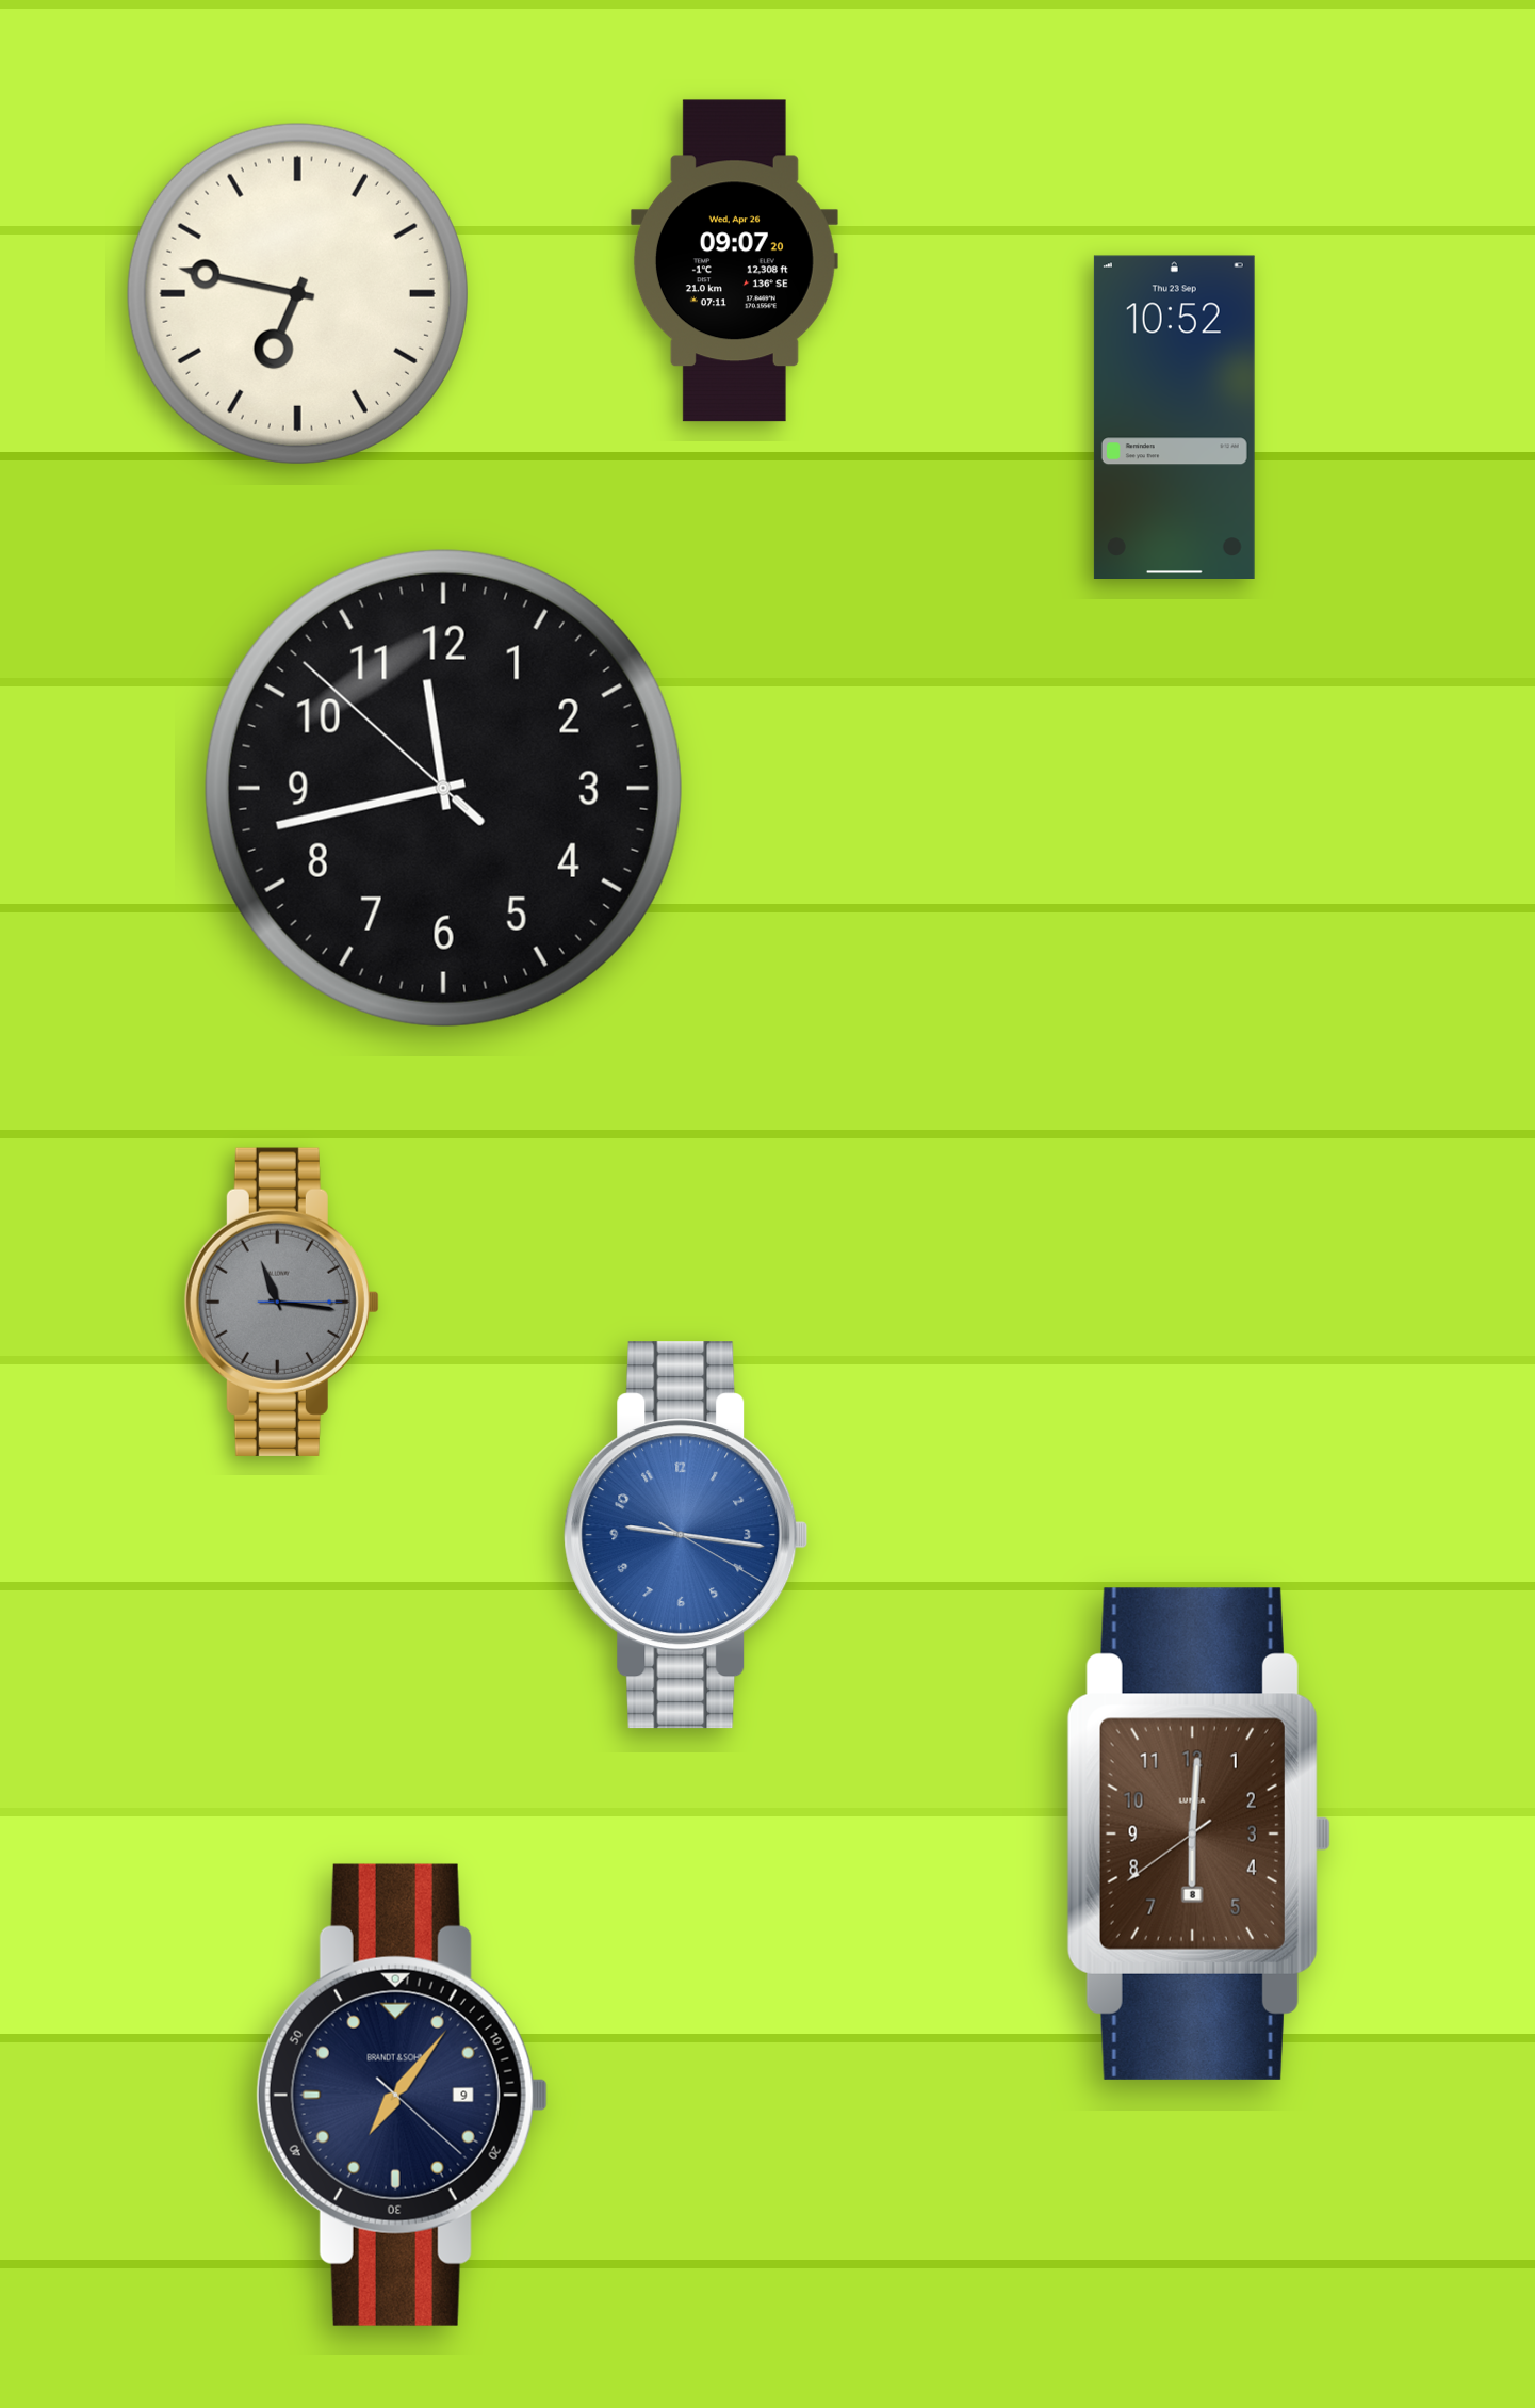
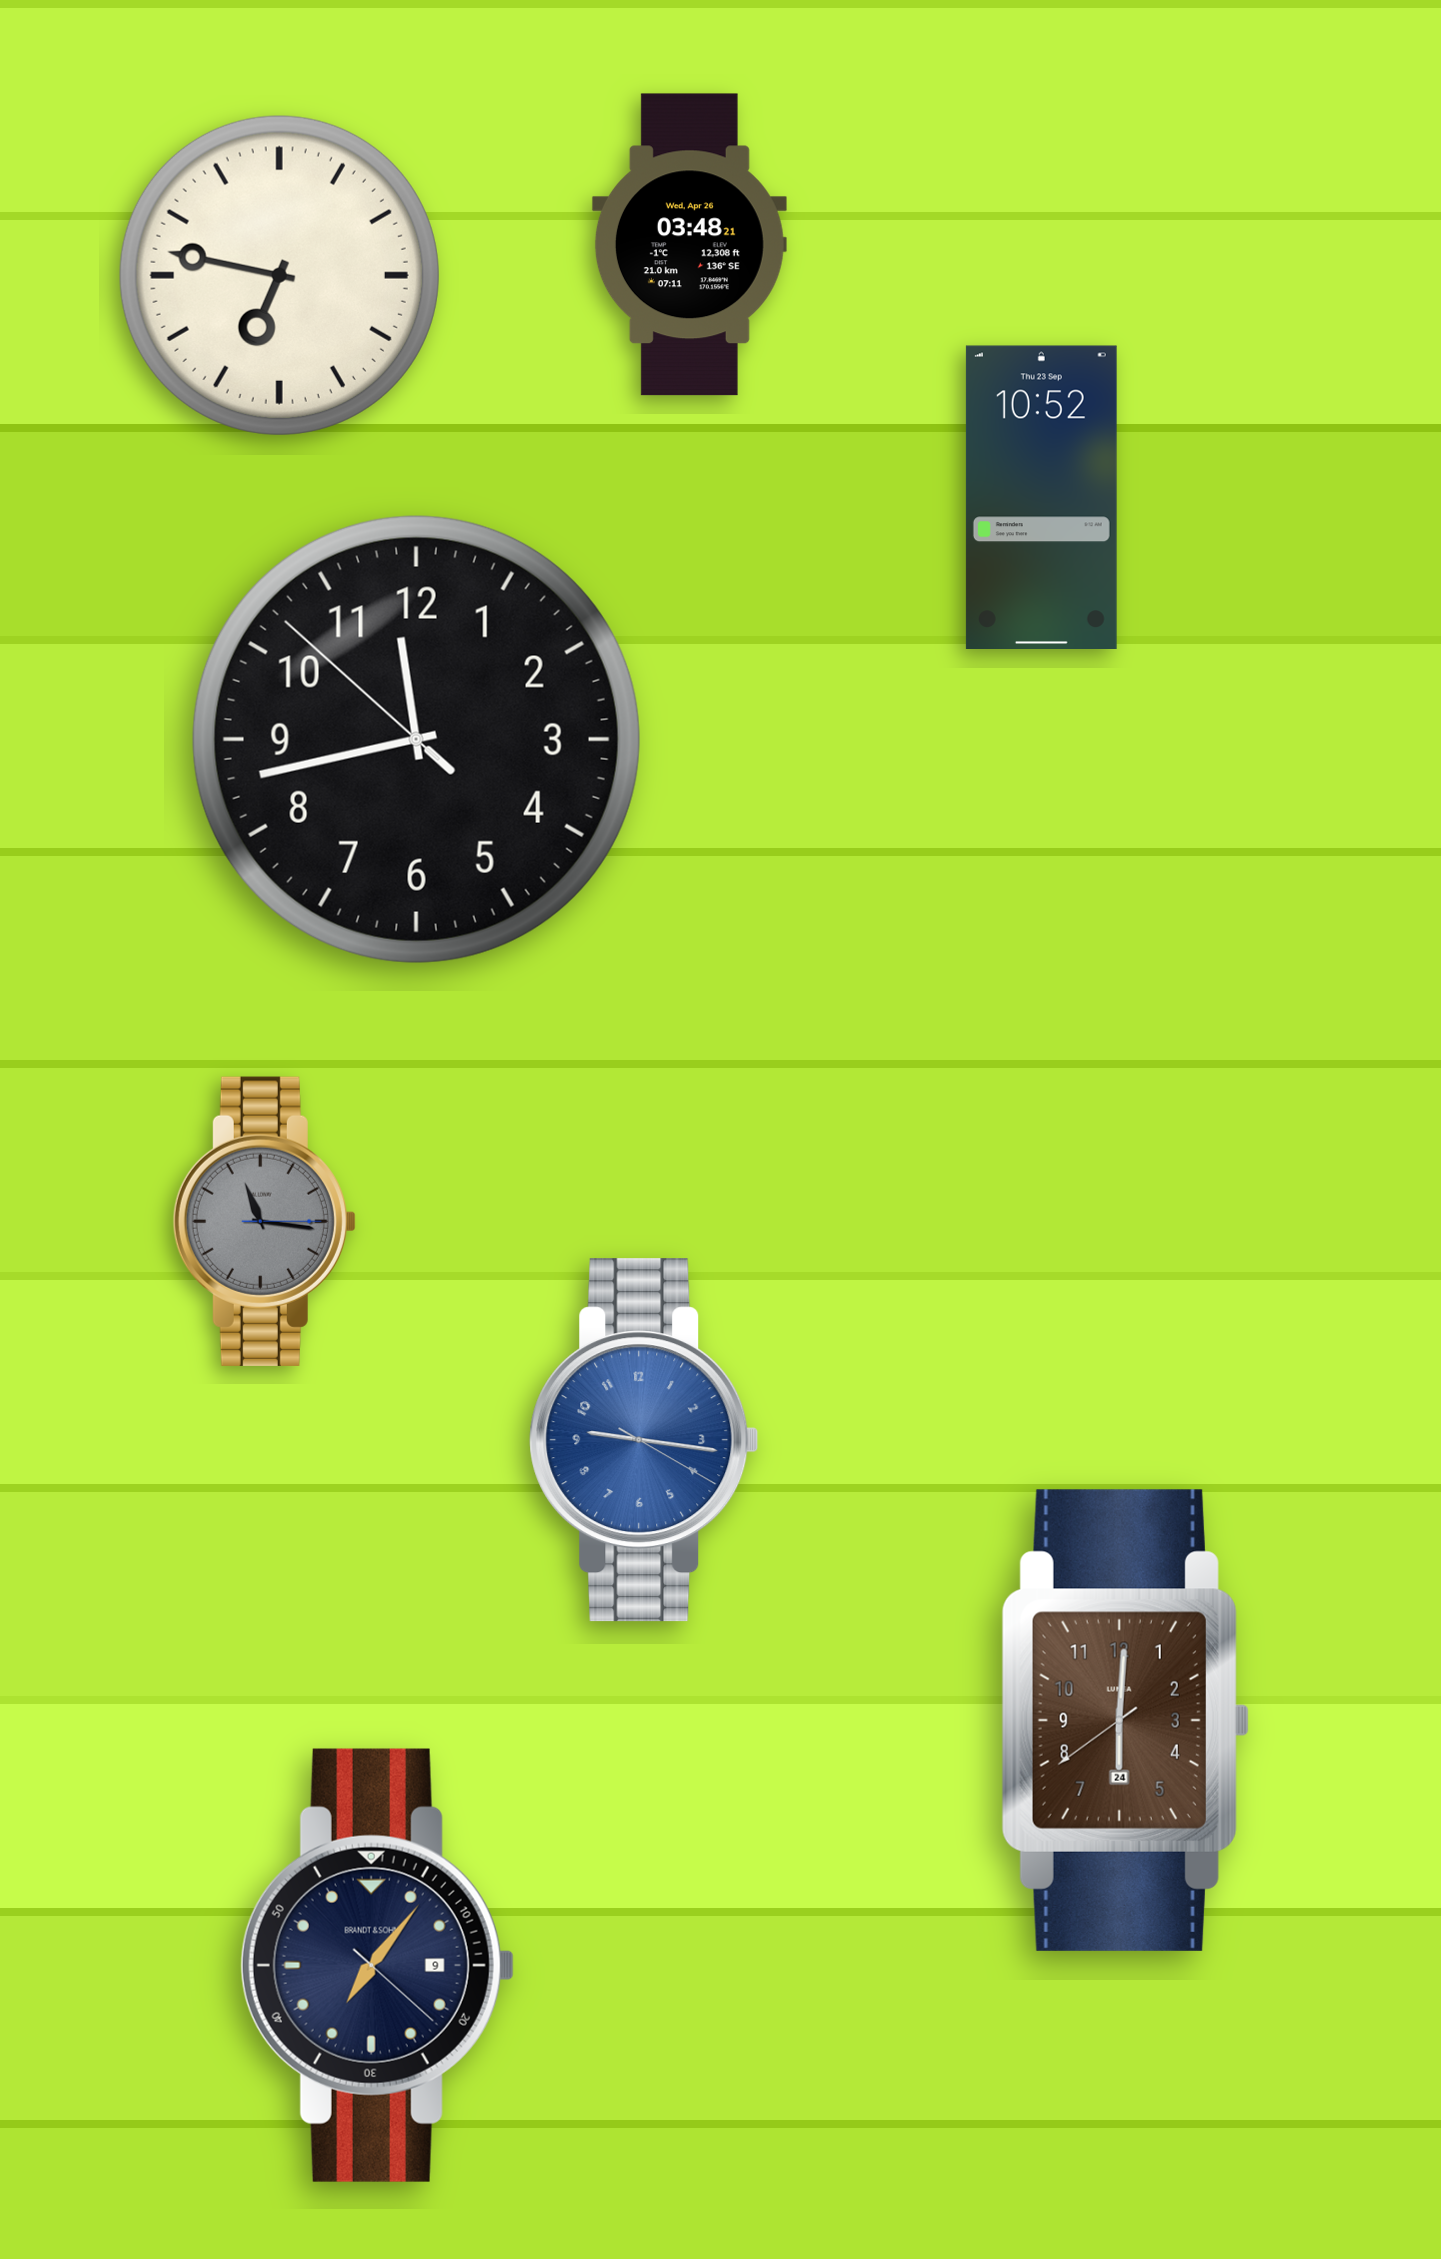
clock at (734, 261): 09:07 -> 03:48
clock at (1174, 417) position: (1174, 417) -> (1041, 497)
clock at (1198, 1833) date: 8 -> 24
